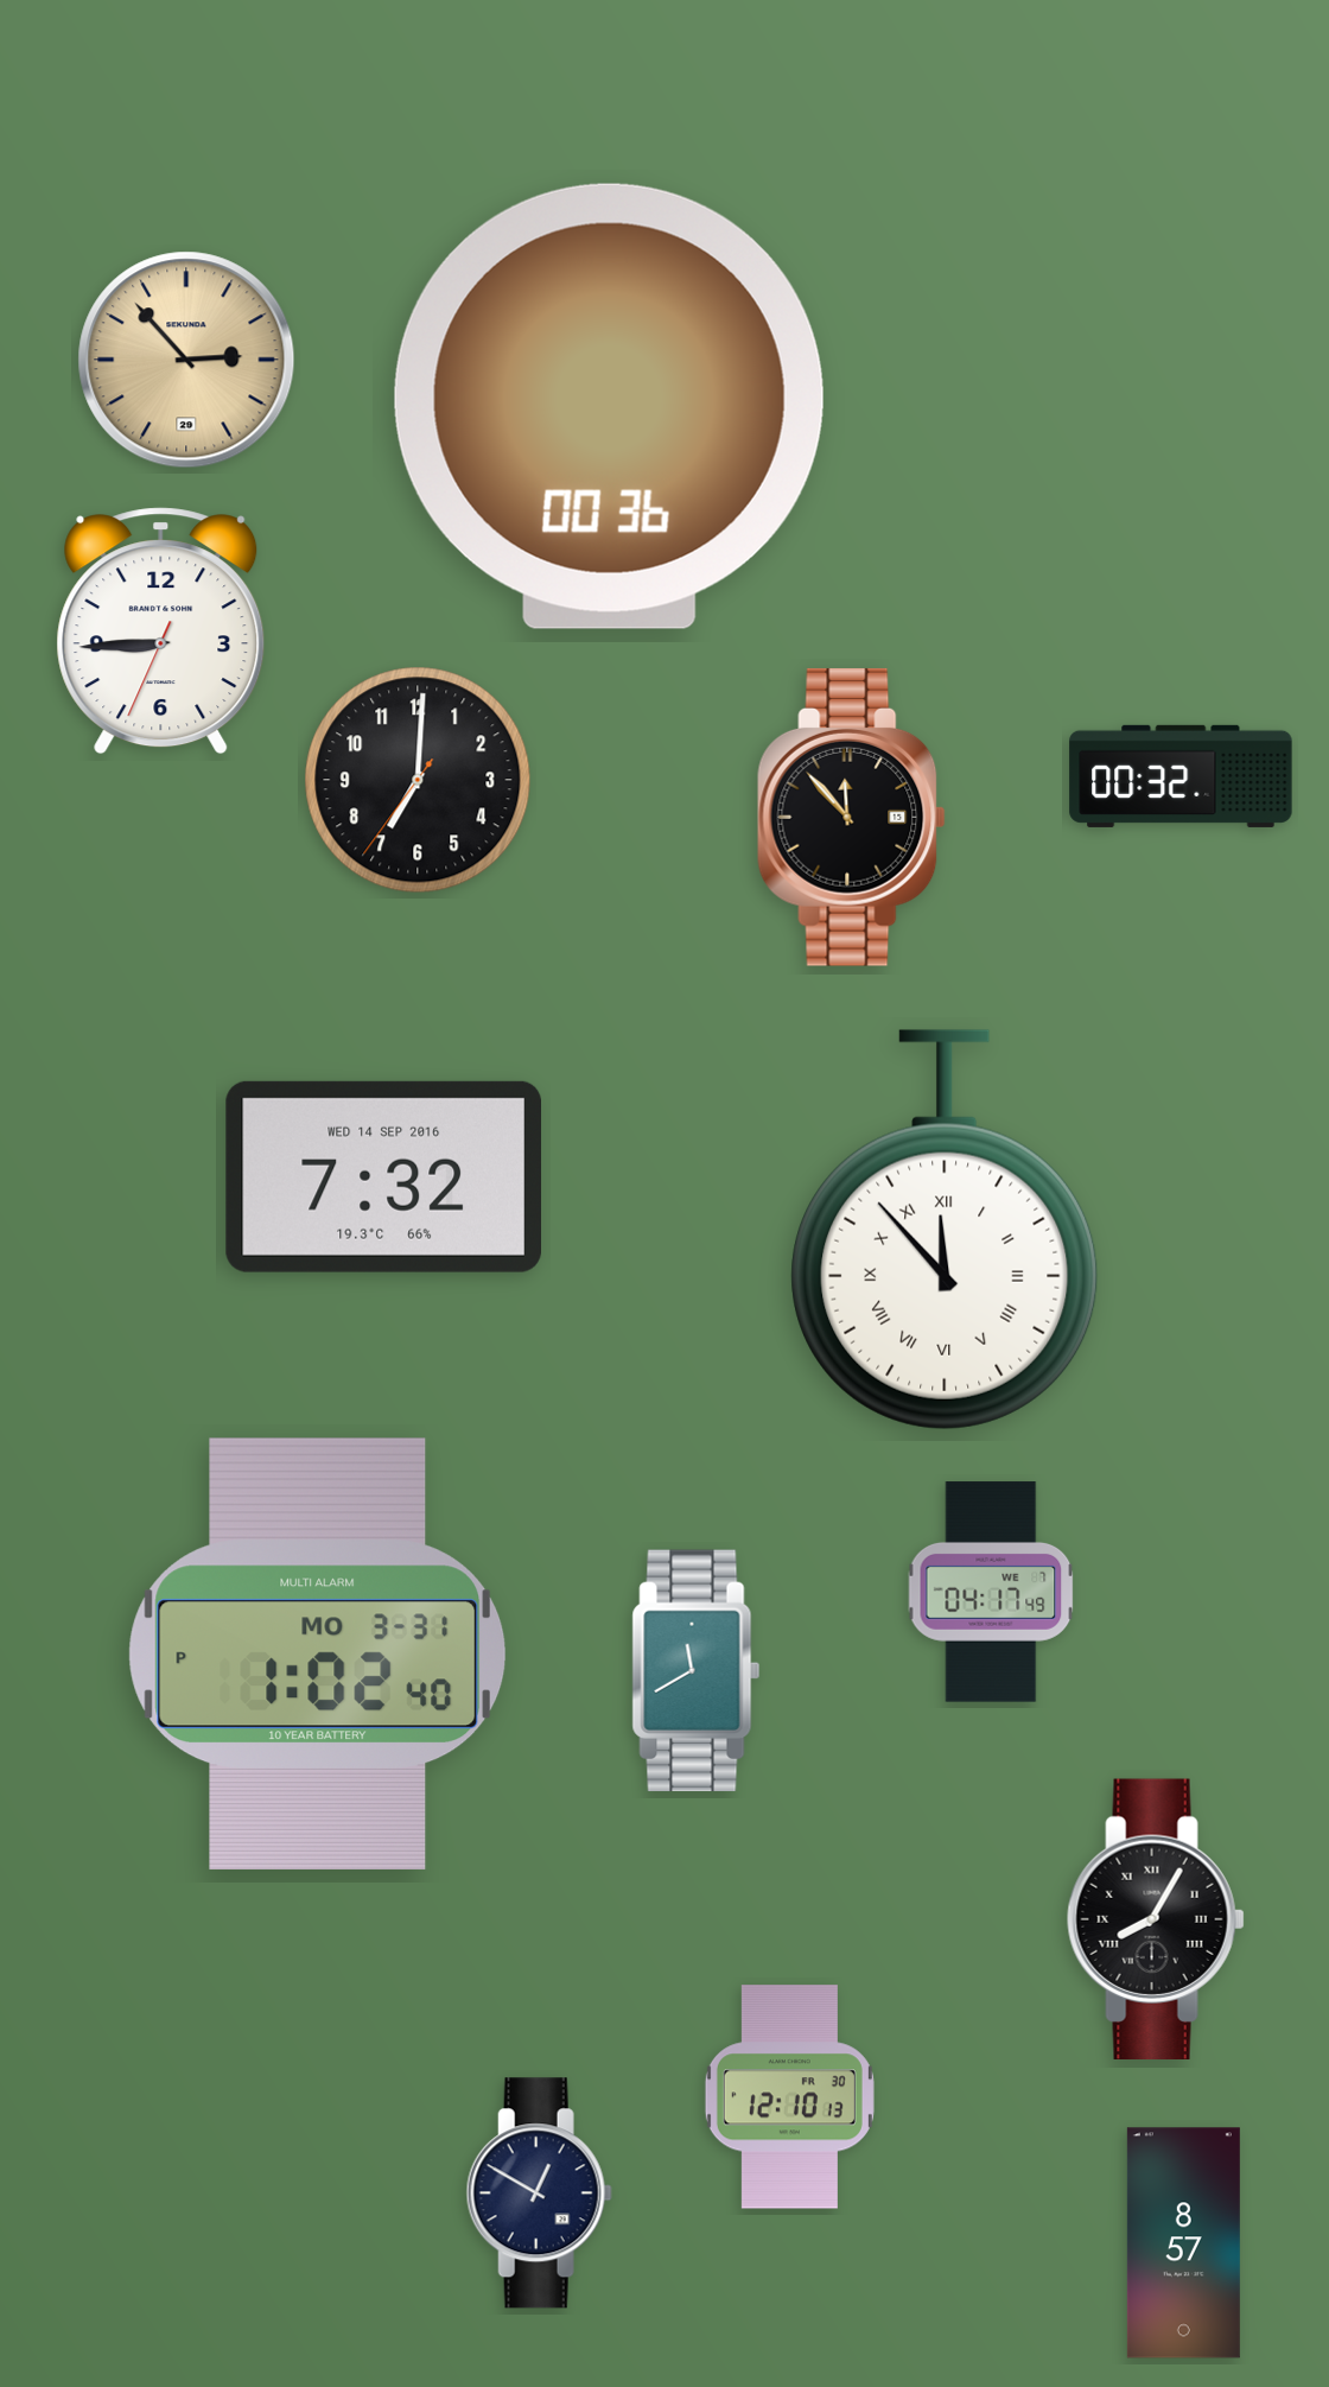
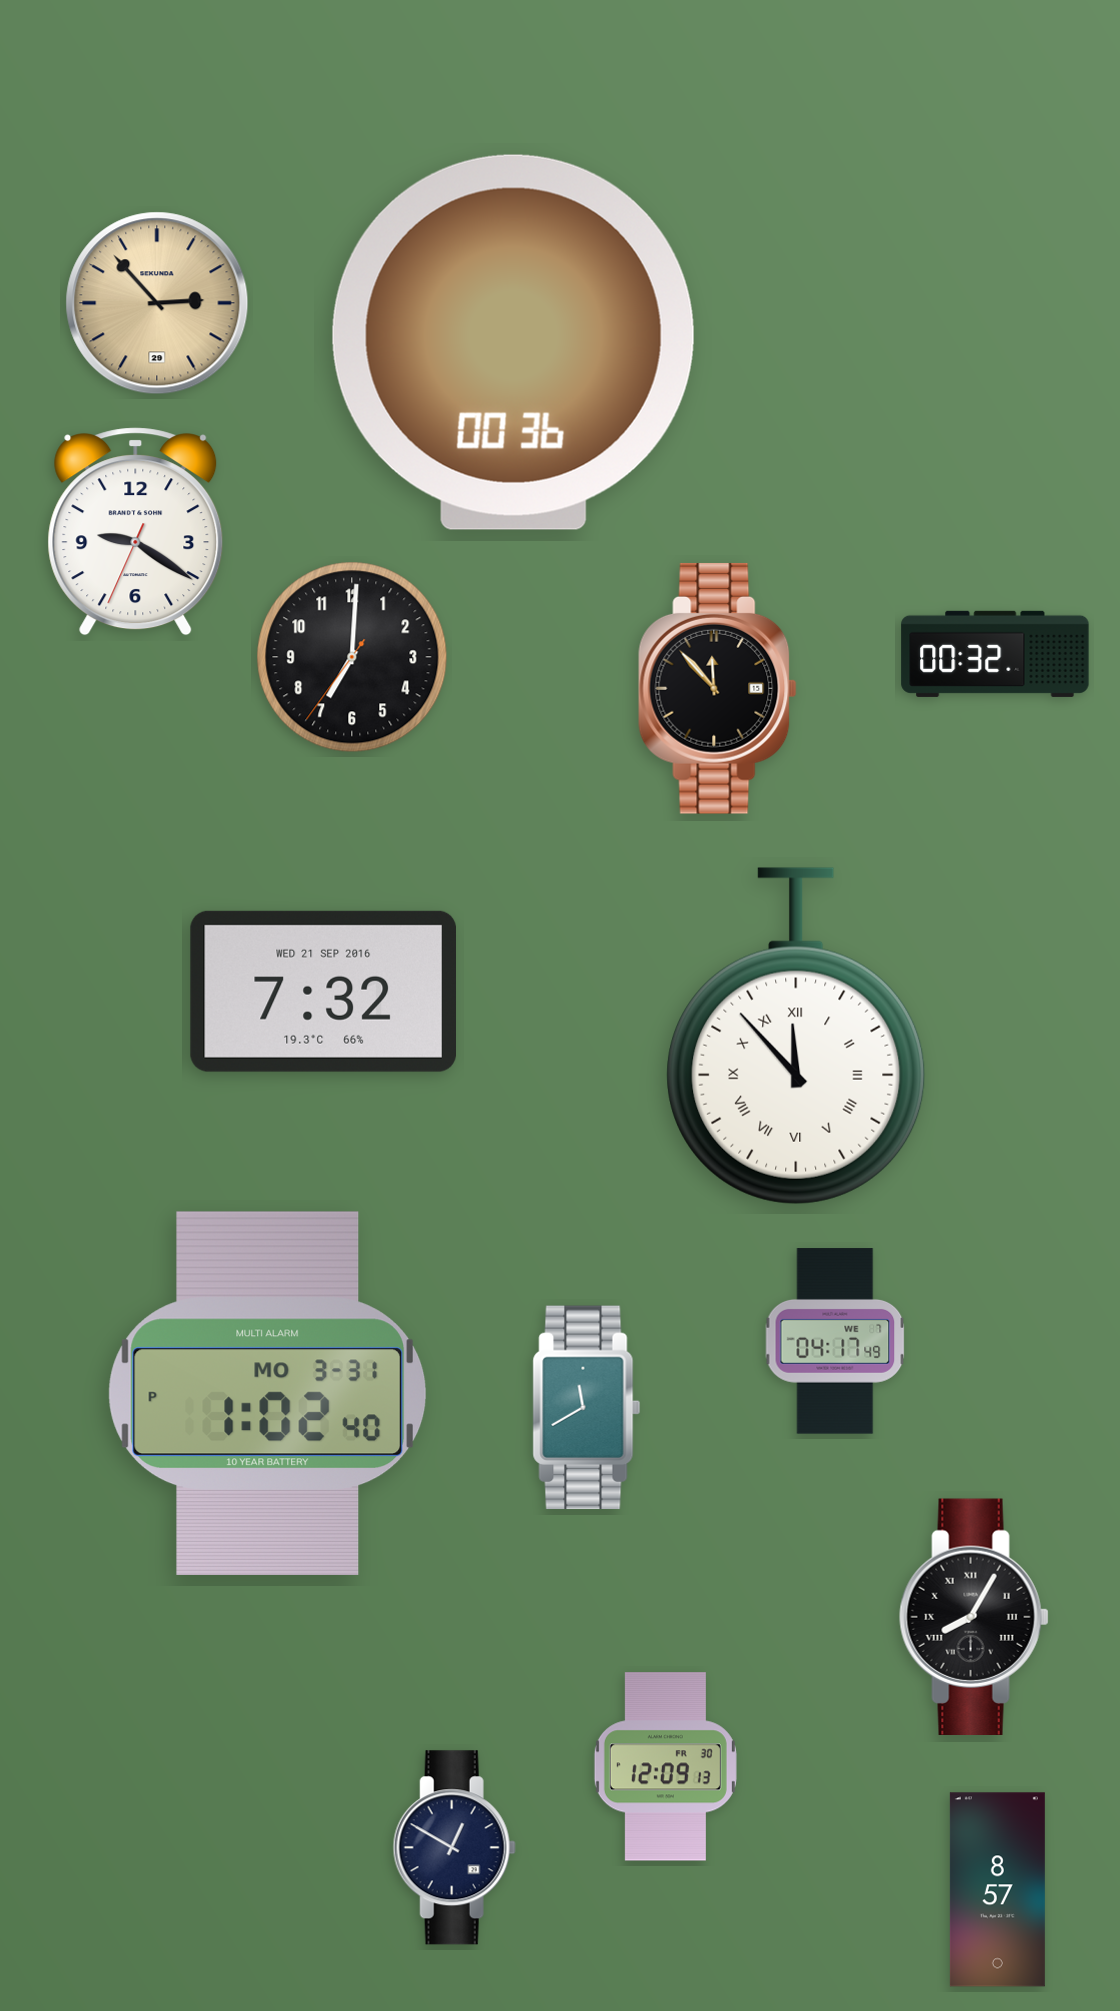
clock at (161, 631): 8:44 -> 9:20
clock at (383, 1176) date: WED 14 SEP 2016 -> WED 21 SEP 2016
clock at (789, 2097): 12:10 -> 12:09
